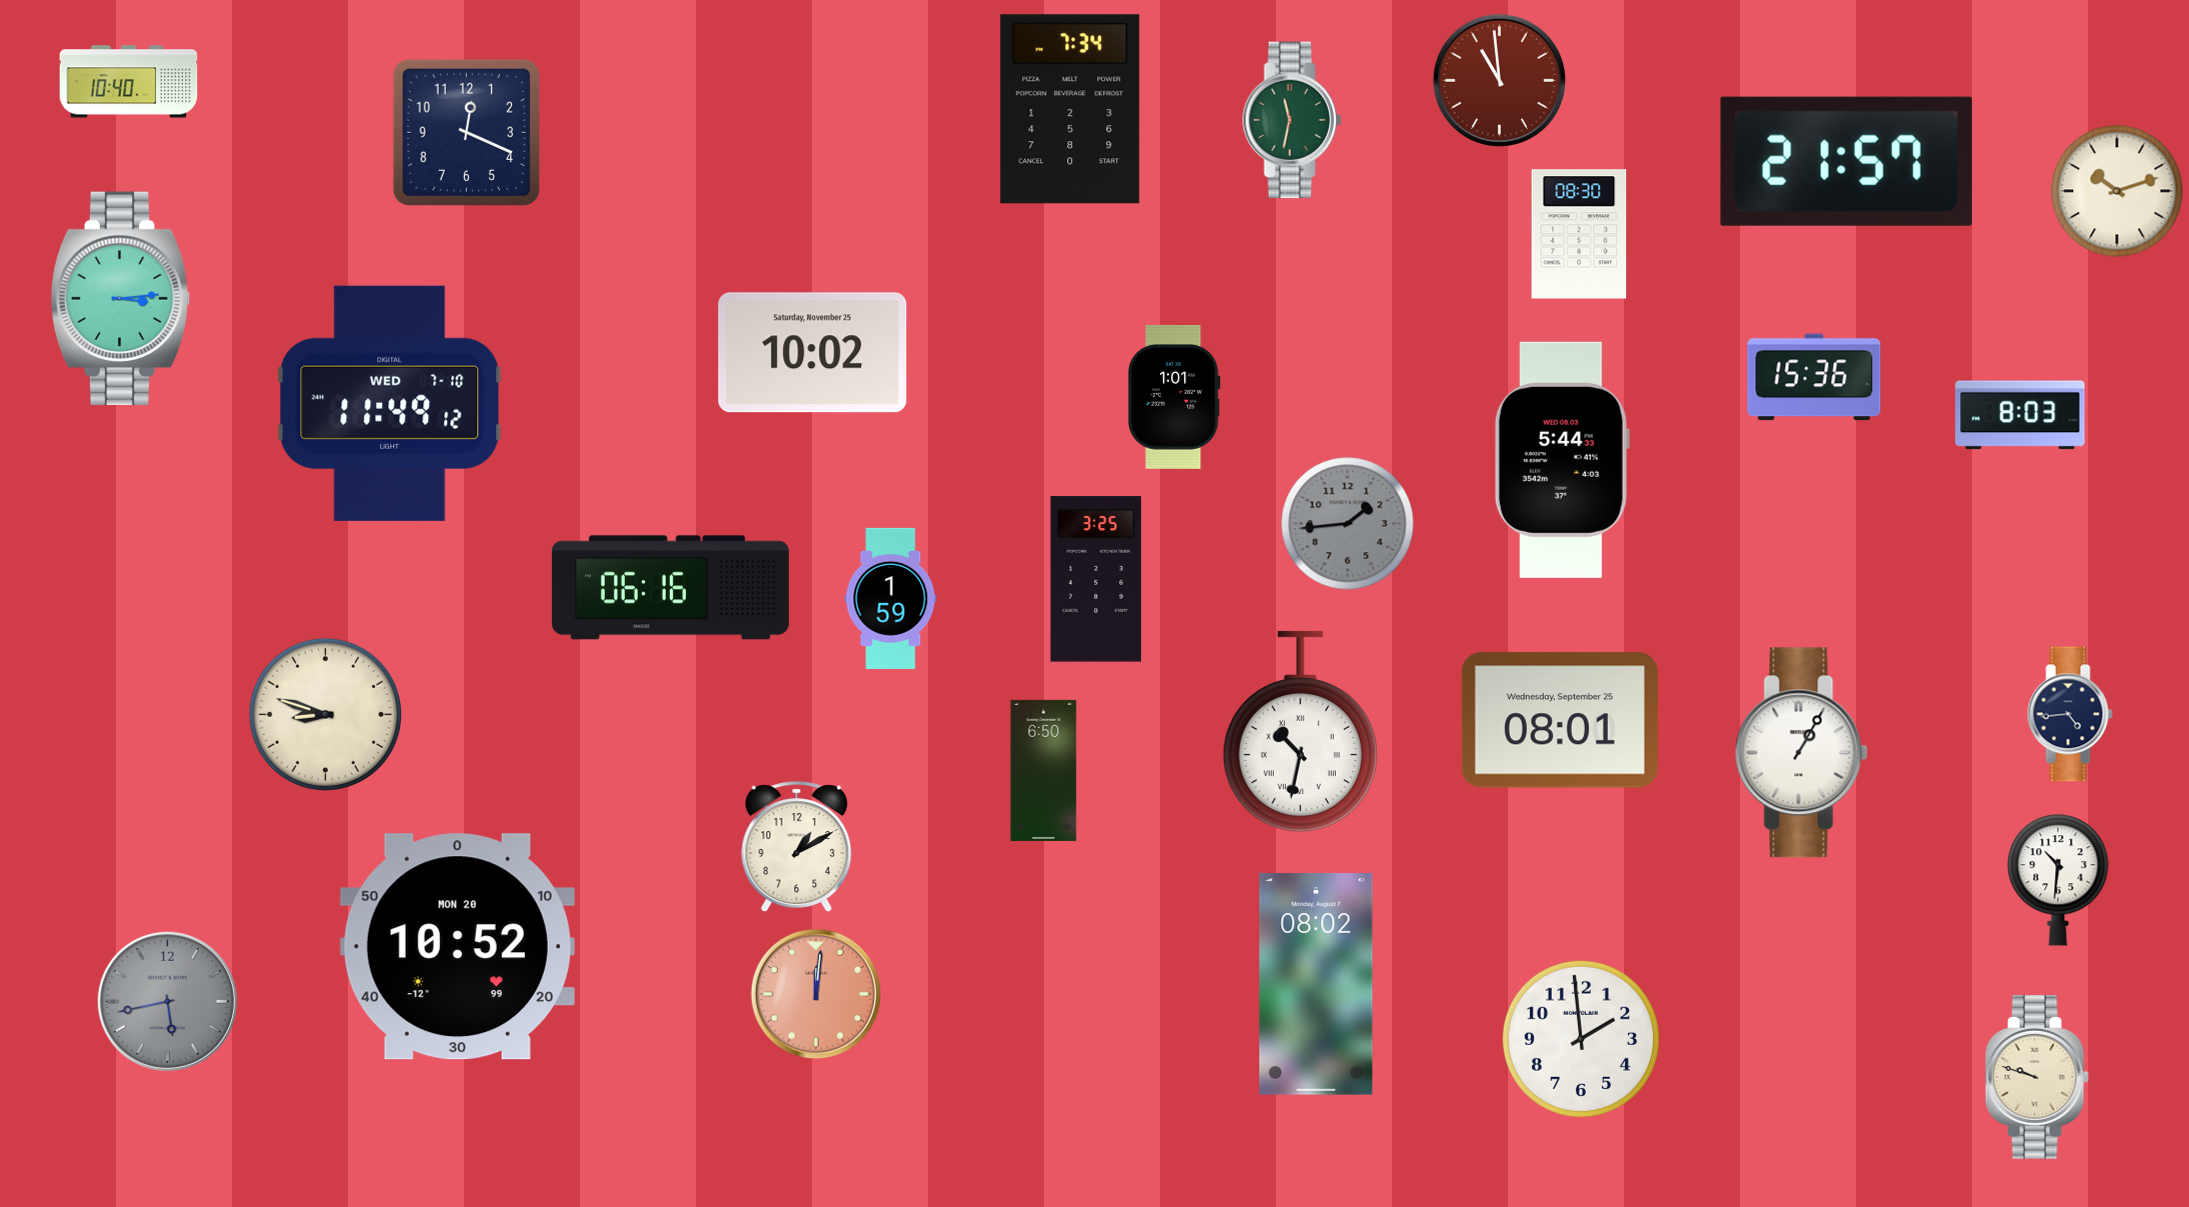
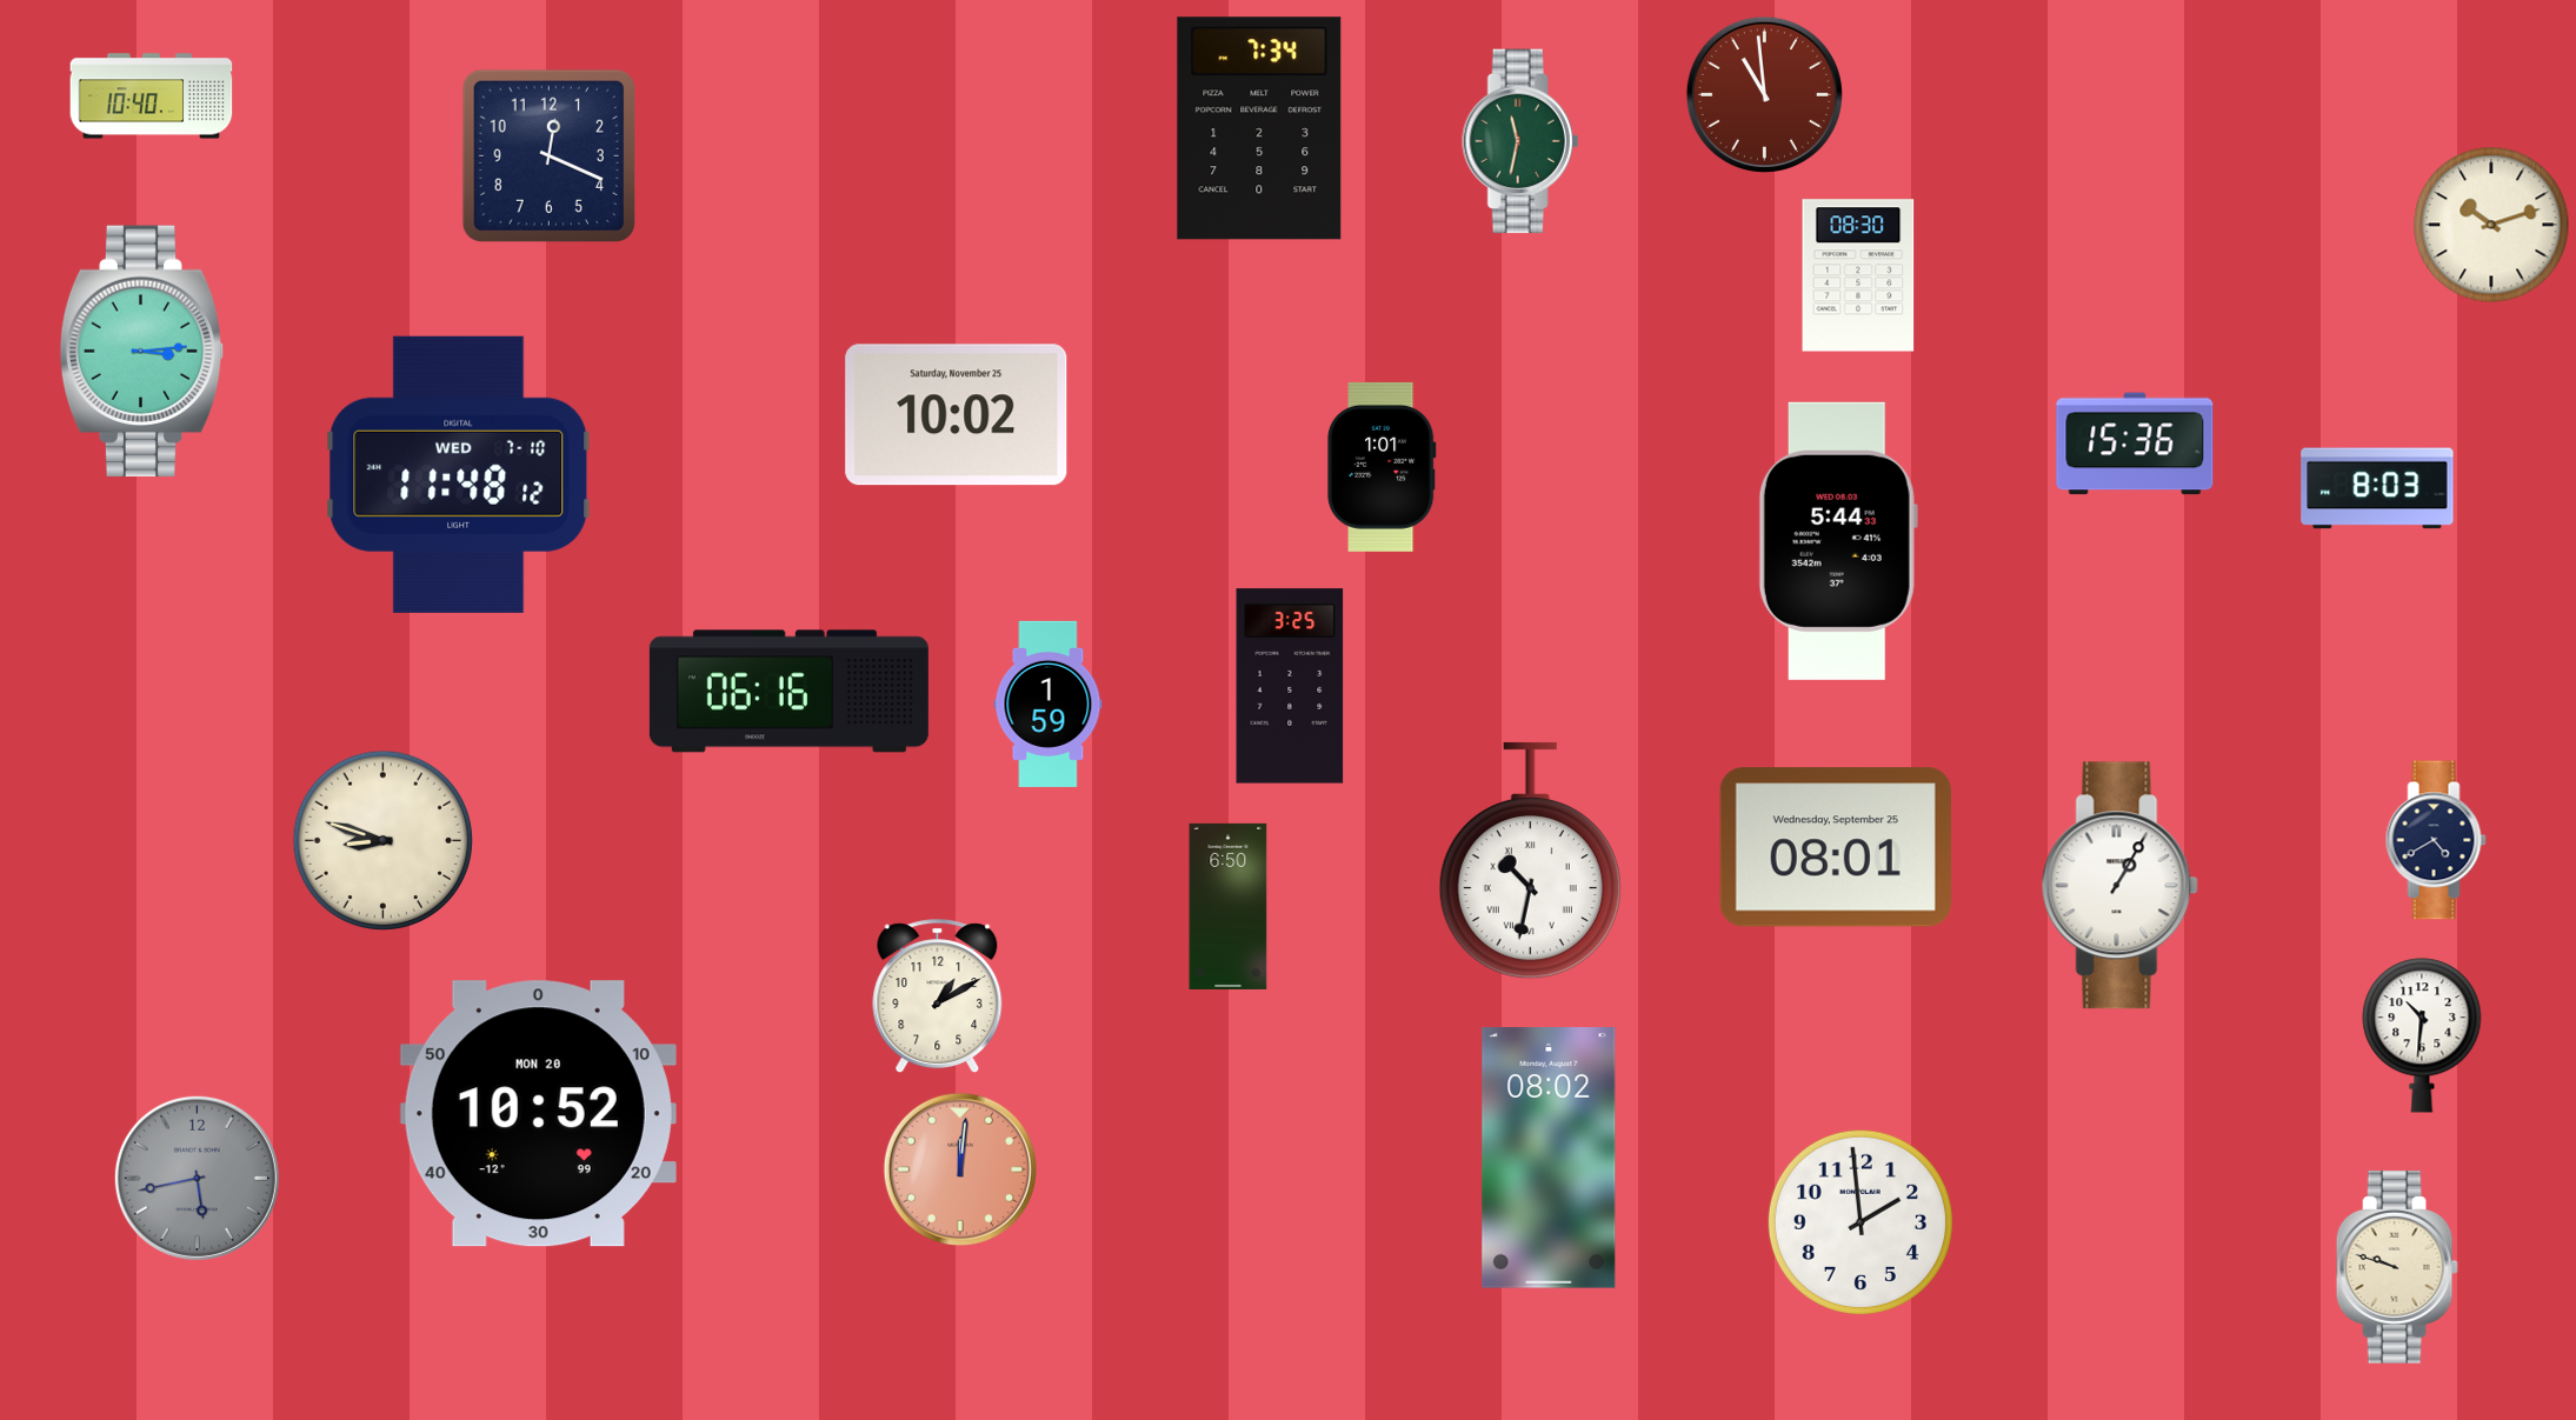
clock at (1846, 161): 21:57 -> none
clock at (390, 403): 11:49 -> 11:48
clock at (1348, 524): 1:44 -> none
clock at (1096, 579) position: (1096, 579) -> (1290, 686)
clock at (2070, 714): 4:44 -> 4:40
